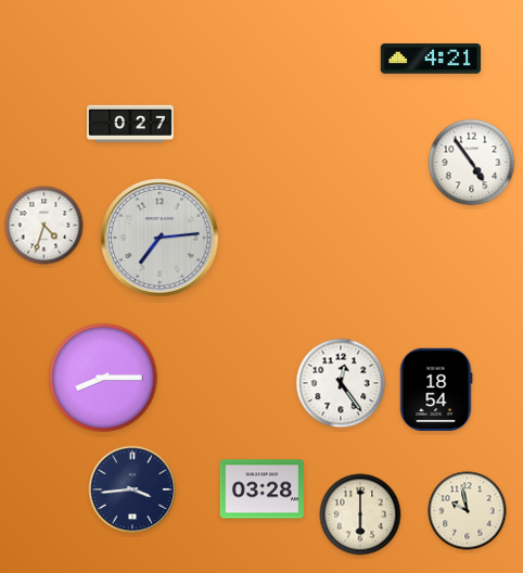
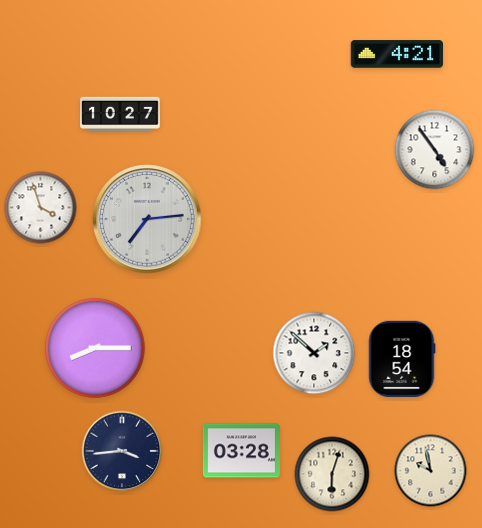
clock at (130, 123): 0:27 -> 10:27
clock at (44, 226): 4:33 -> 3:57
clock at (341, 383): 12:24 -> 1:52
clock at (360, 514): 6:00 -> 6:03
